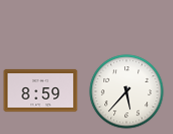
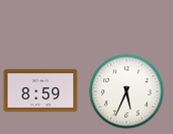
clock at (127, 92): 5:37 -> 5:34
